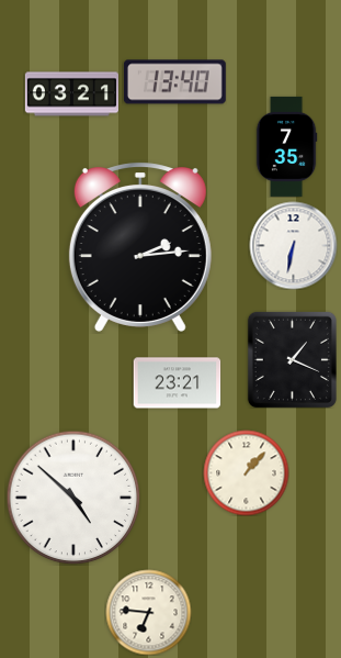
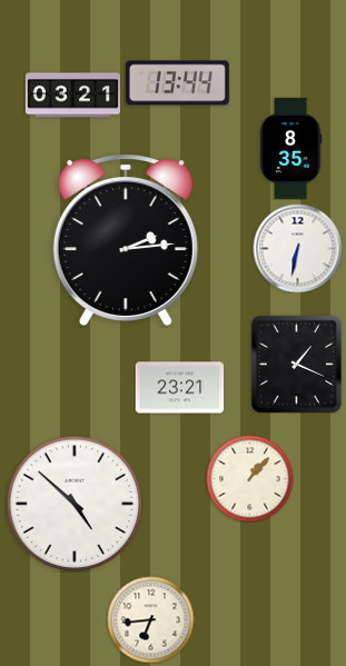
clock at (174, 82): 13:40 -> 13:44
clock at (286, 146): 7:35 -> 8:35
clock at (140, 247) position: (140, 247) -> (126, 240)
clock at (148, 612): 6:46 -> 6:44
